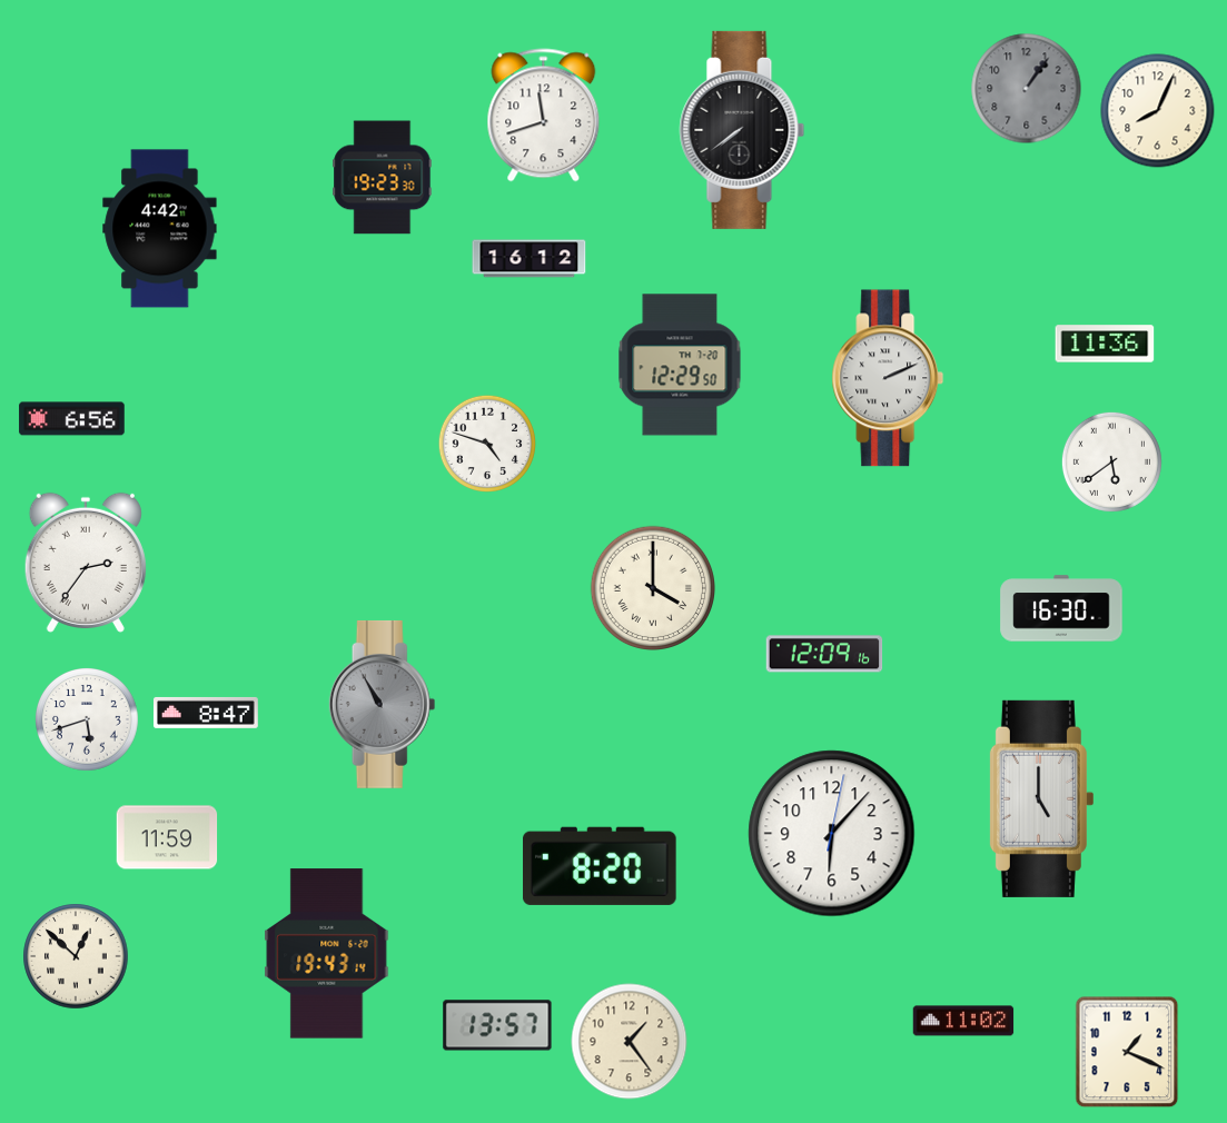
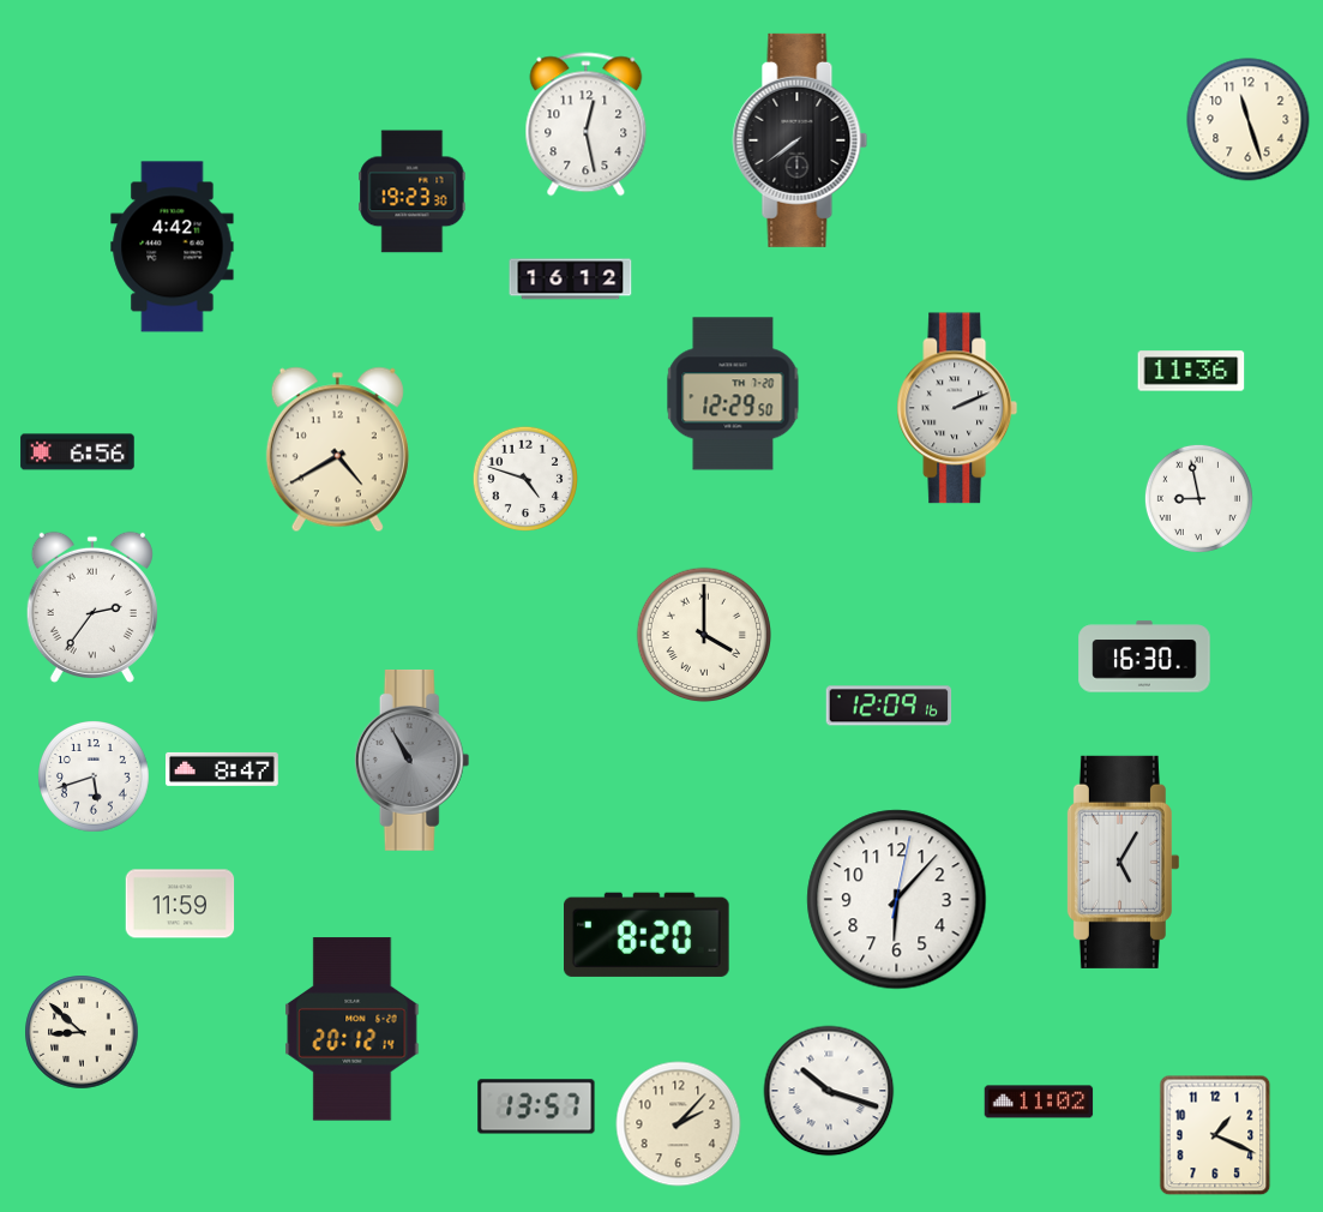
clock at (1027, 89): 1:06 -> none
clock at (1158, 111): 8:04 -> 11:27
clock at (544, 116): 11:42 -> 12:28
clock at (337, 450): none -> 4:40
clock at (1111, 461): 5:39 -> 8:58
clock at (1041, 798): 5:00 -> 5:05
clock at (327, 954): 19:43 -> 20:12
clock at (76, 956): 12:52 -> 8:52
clock at (829, 1091): none -> 10:18
clock at (630, 1042): 1:24 -> 2:07
